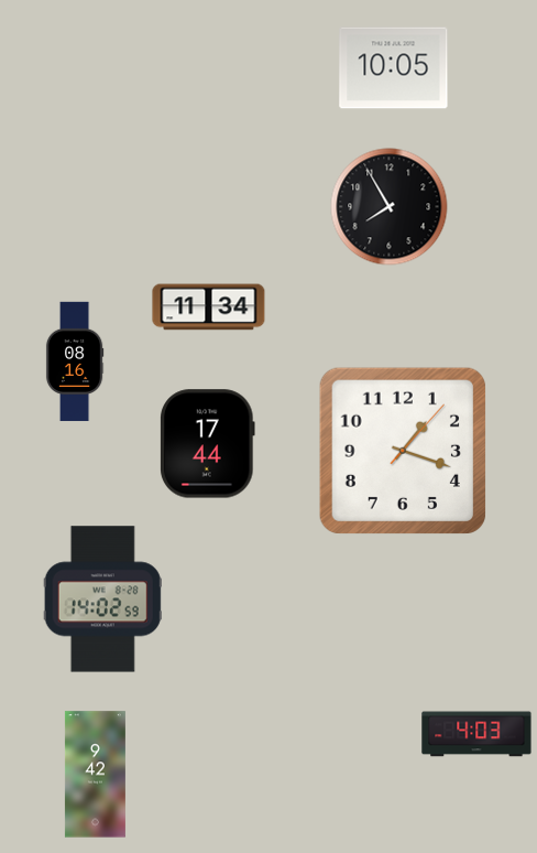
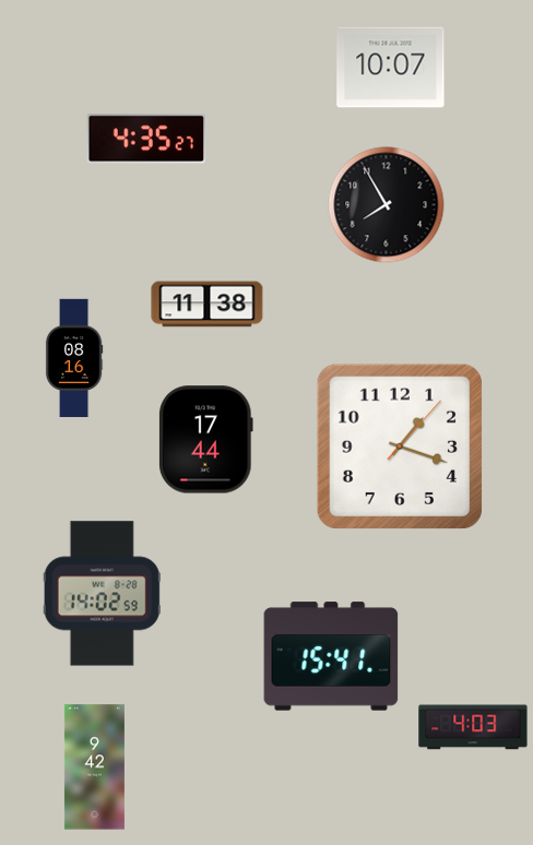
clock at (394, 68): 10:05 -> 10:07
clock at (146, 139): none -> 4:35
clock at (209, 307): 11:34 -> 11:38
clock at (331, 656): none -> 15:41
